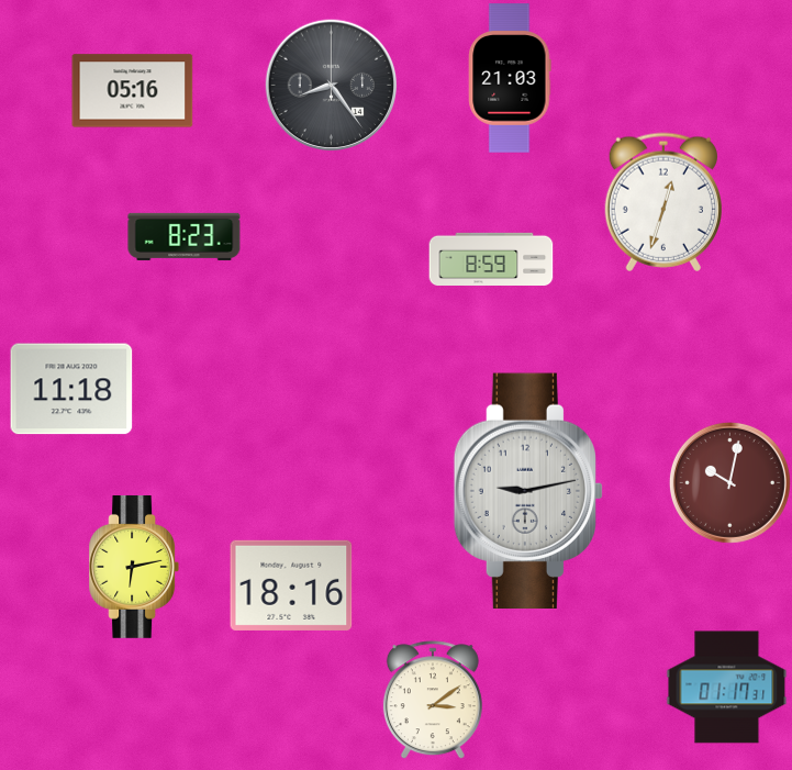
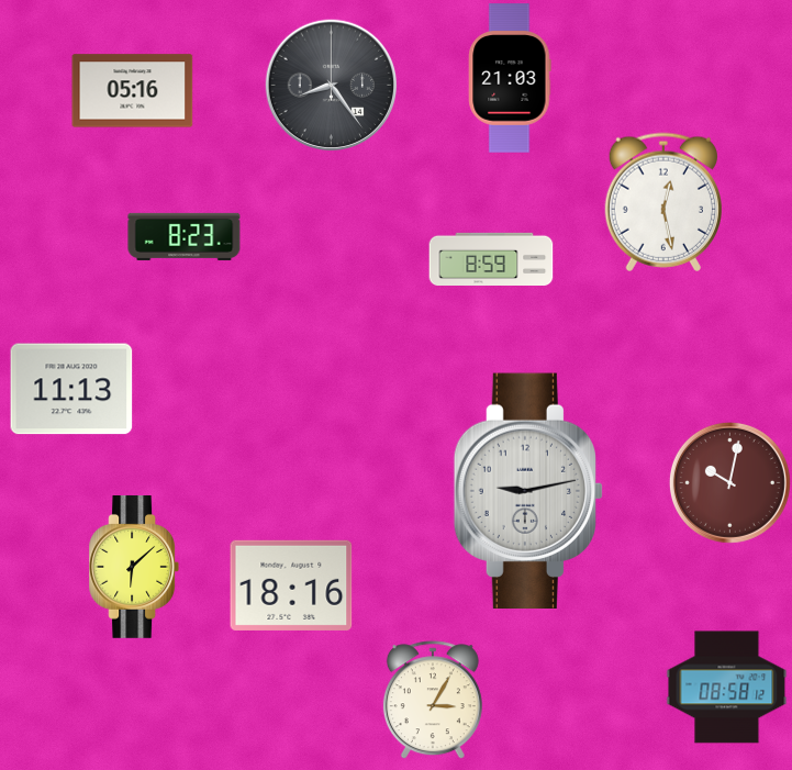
clock at (662, 202): 12:33 -> 12:28
clock at (71, 389): 11:18 -> 11:13
clock at (134, 567): 6:13 -> 6:08
clock at (727, 688): 01:17 -> 08:58
clock at (433, 700): 3:09 -> 3:05
